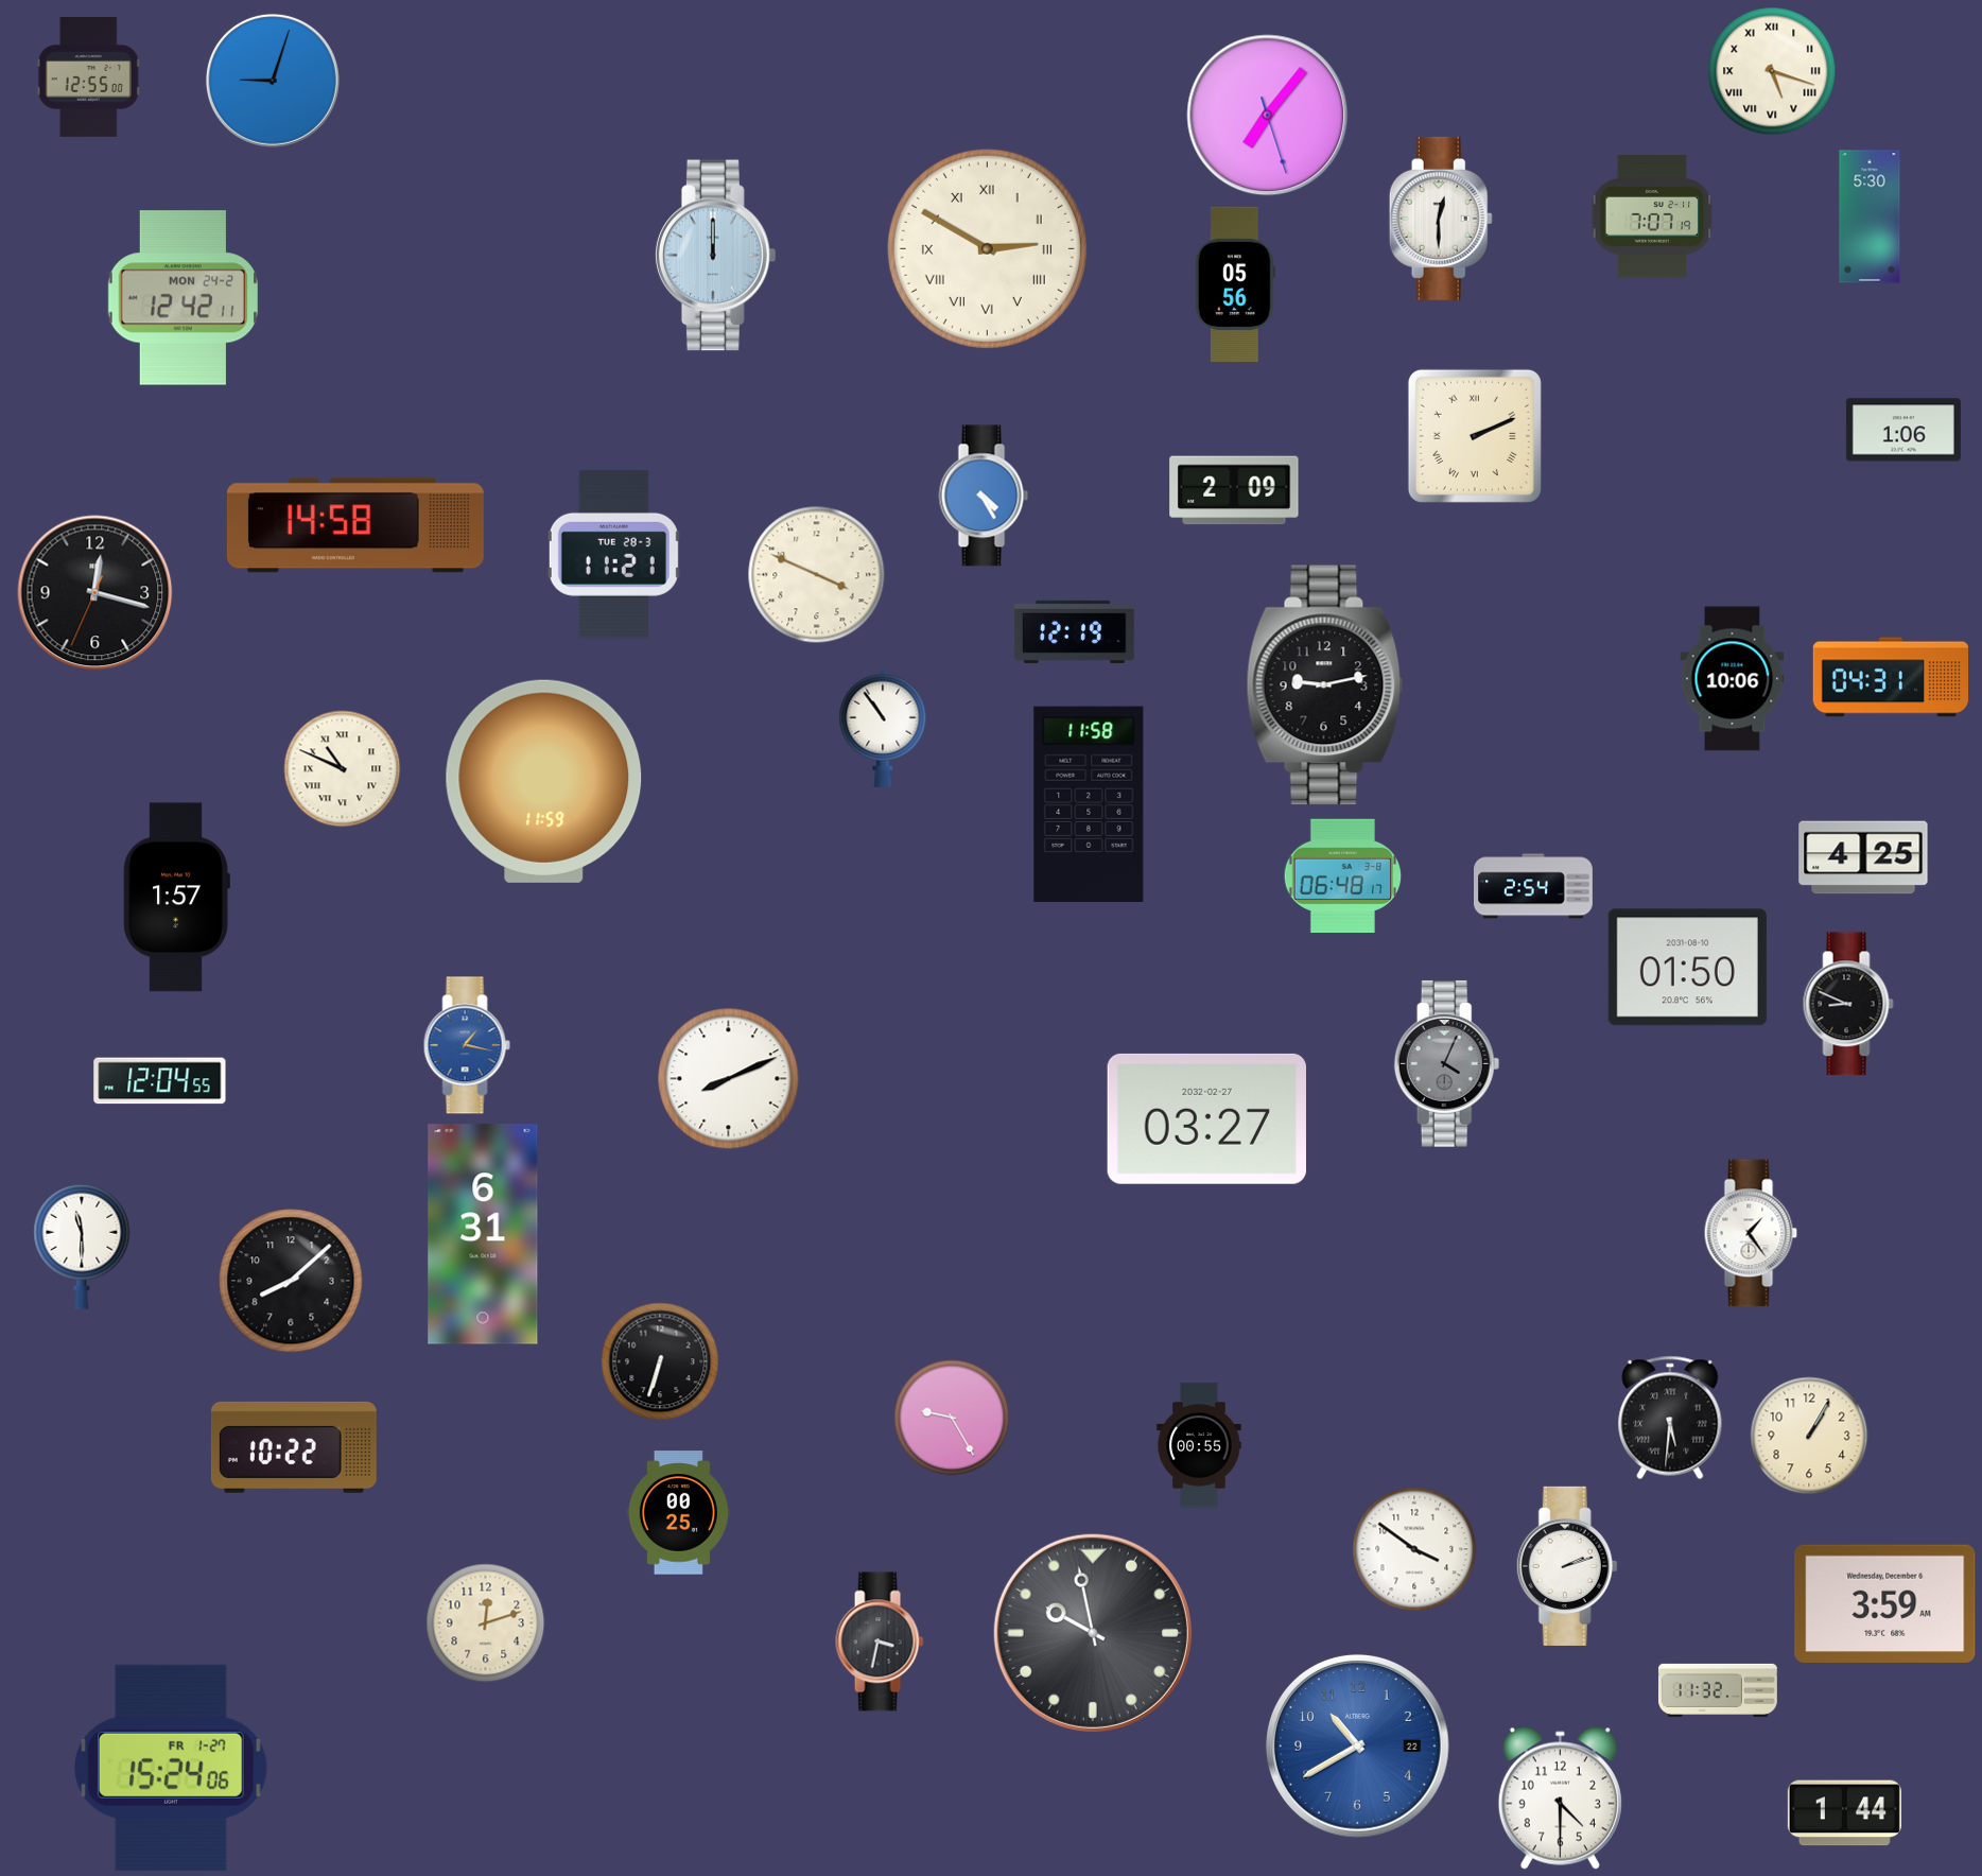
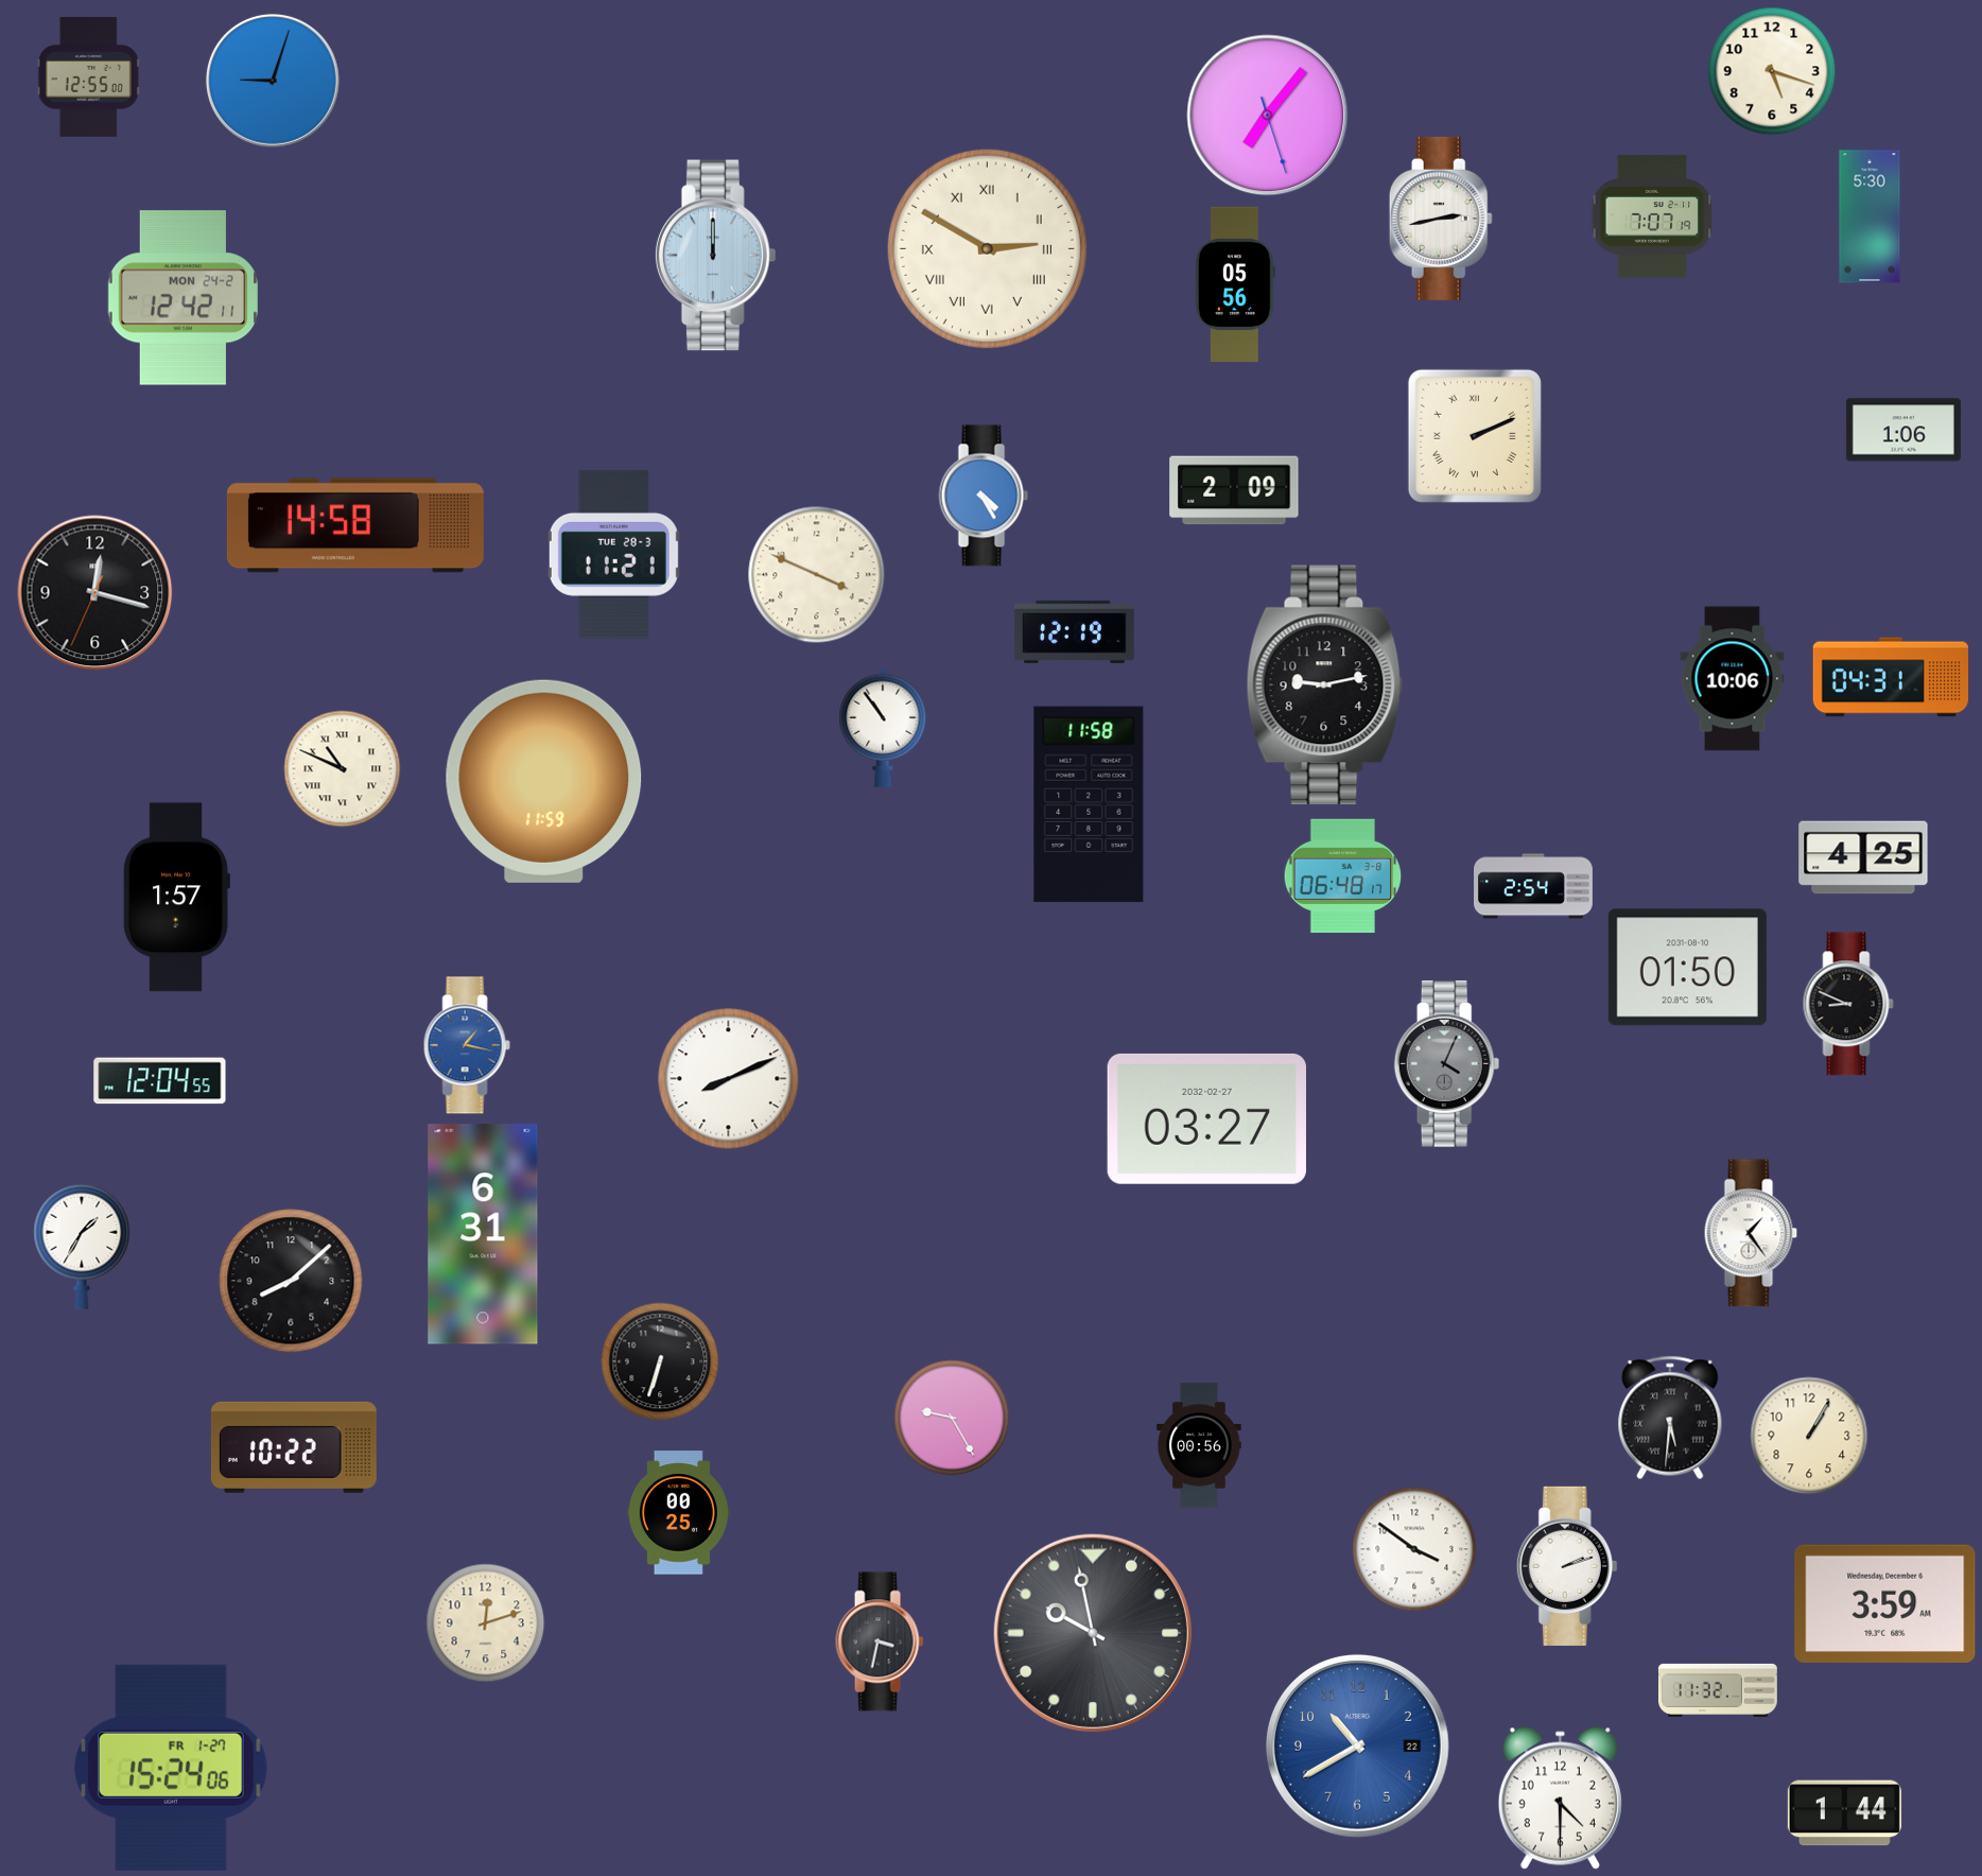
clock at (1772, 71) numerals: Roman -> Arabic
clock at (1441, 219): 12:30 -> 2:43
clock at (82, 1247): 11:30 -> 1:35
clock at (1199, 1445): 00:55 -> 00:56
